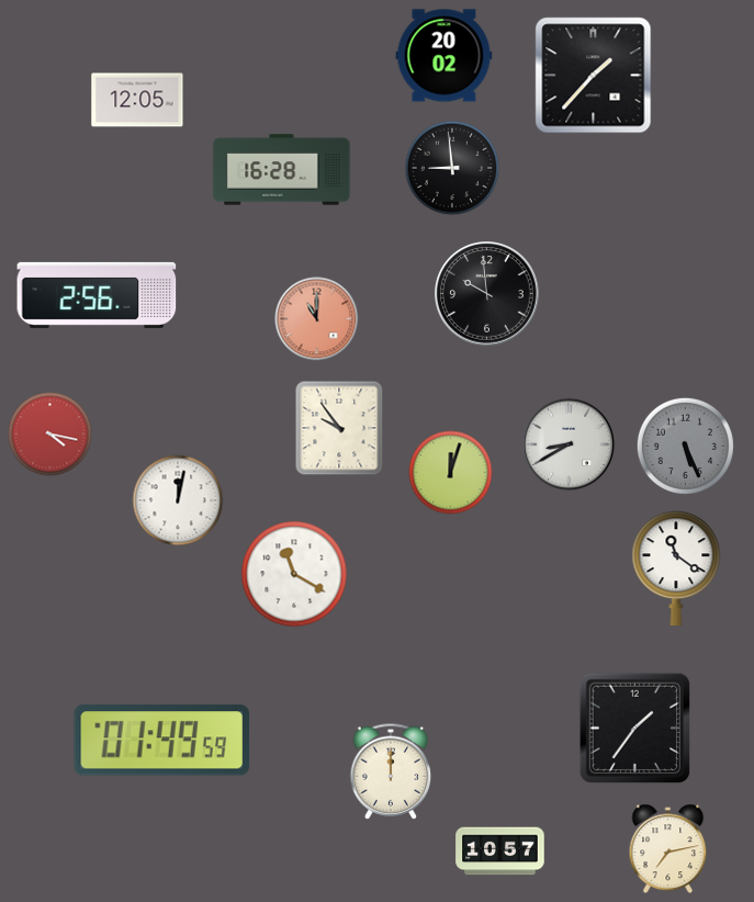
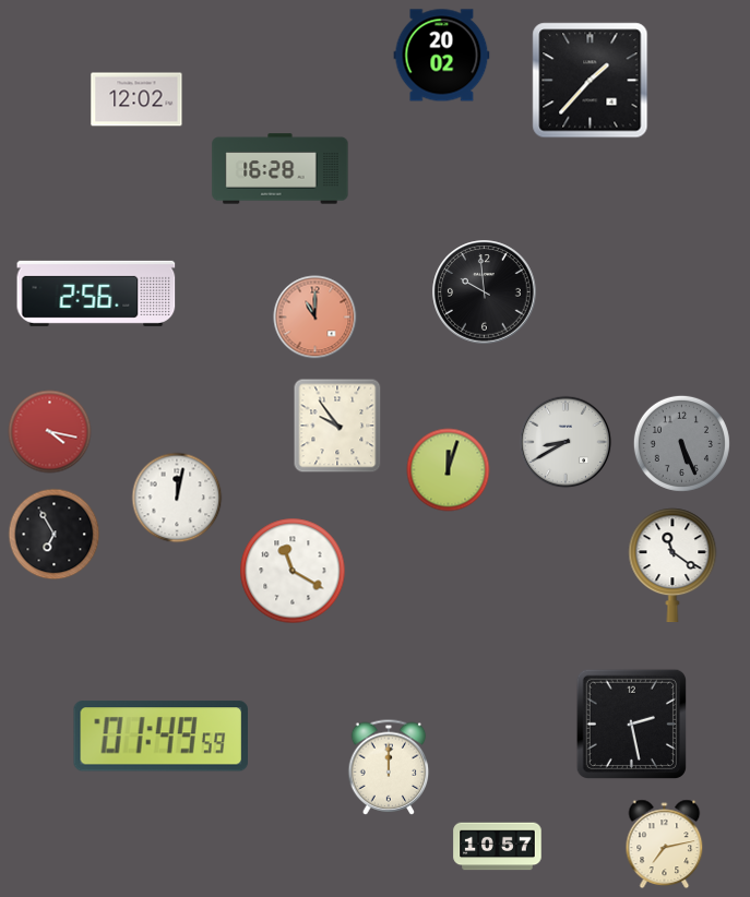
clock at (594, 76) position: (594, 76) -> (591, 81)
clock at (137, 100): 12:05 -> 12:02
clock at (452, 168): 8:59 -> none
clock at (55, 535): none -> 6:55
clock at (634, 728): 1:36 -> 2:28
